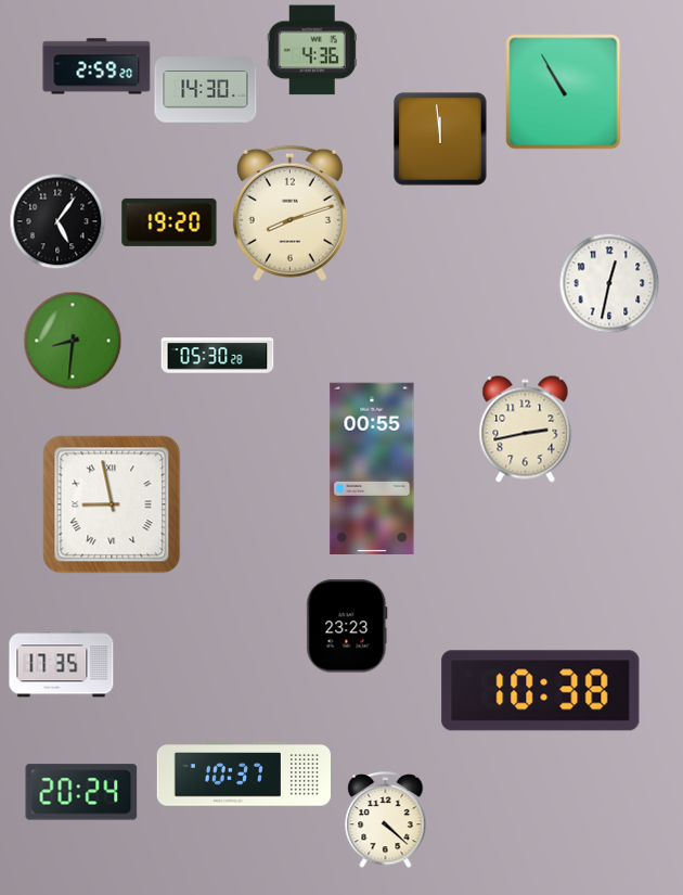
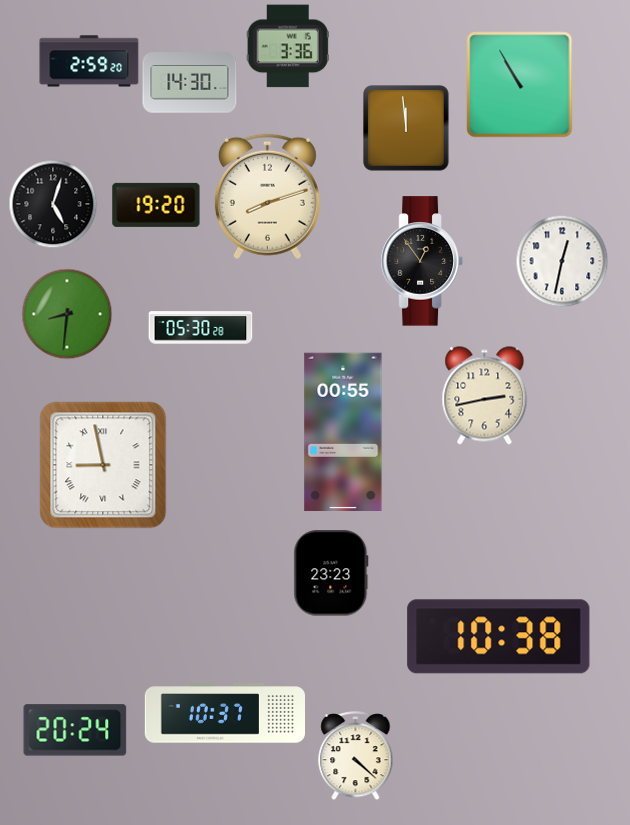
clock at (312, 50): 4:36 -> 3:36
clock at (57, 221): 5:06 -> 5:03
clock at (422, 261): none -> 12:54
clock at (347, 626) position: (347, 626) -> (331, 573)
clock at (62, 664): 17:35 -> none
